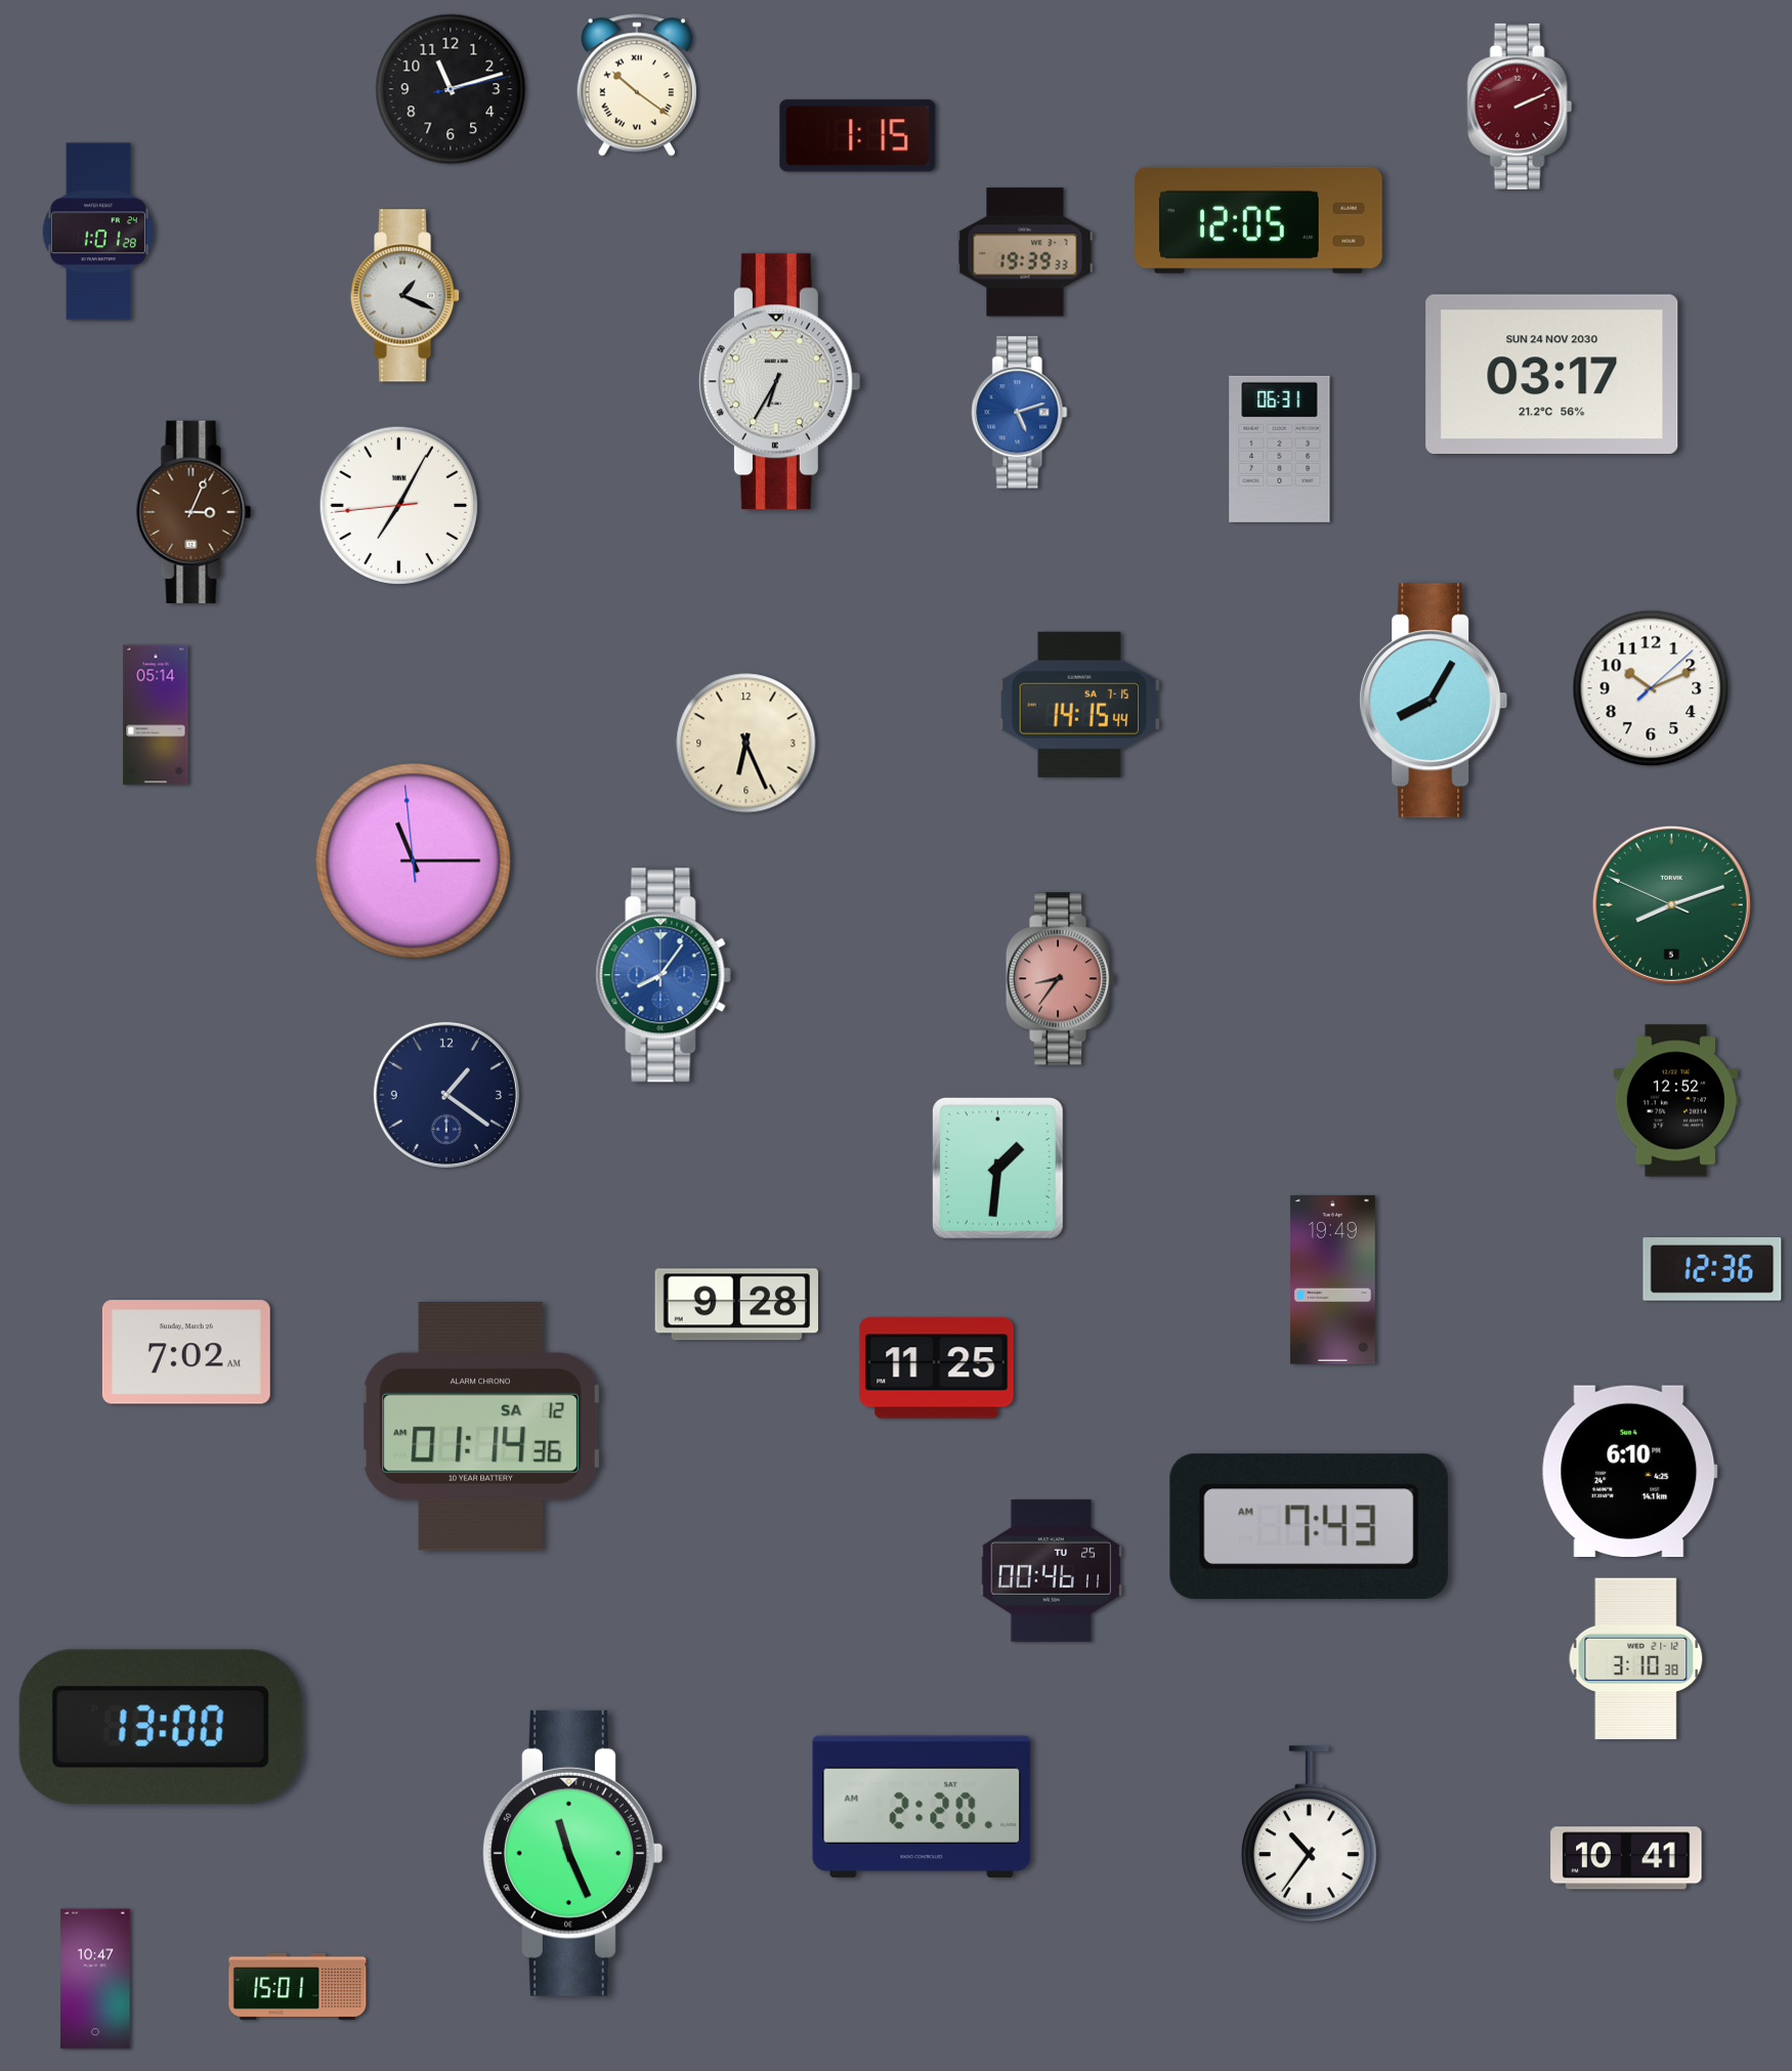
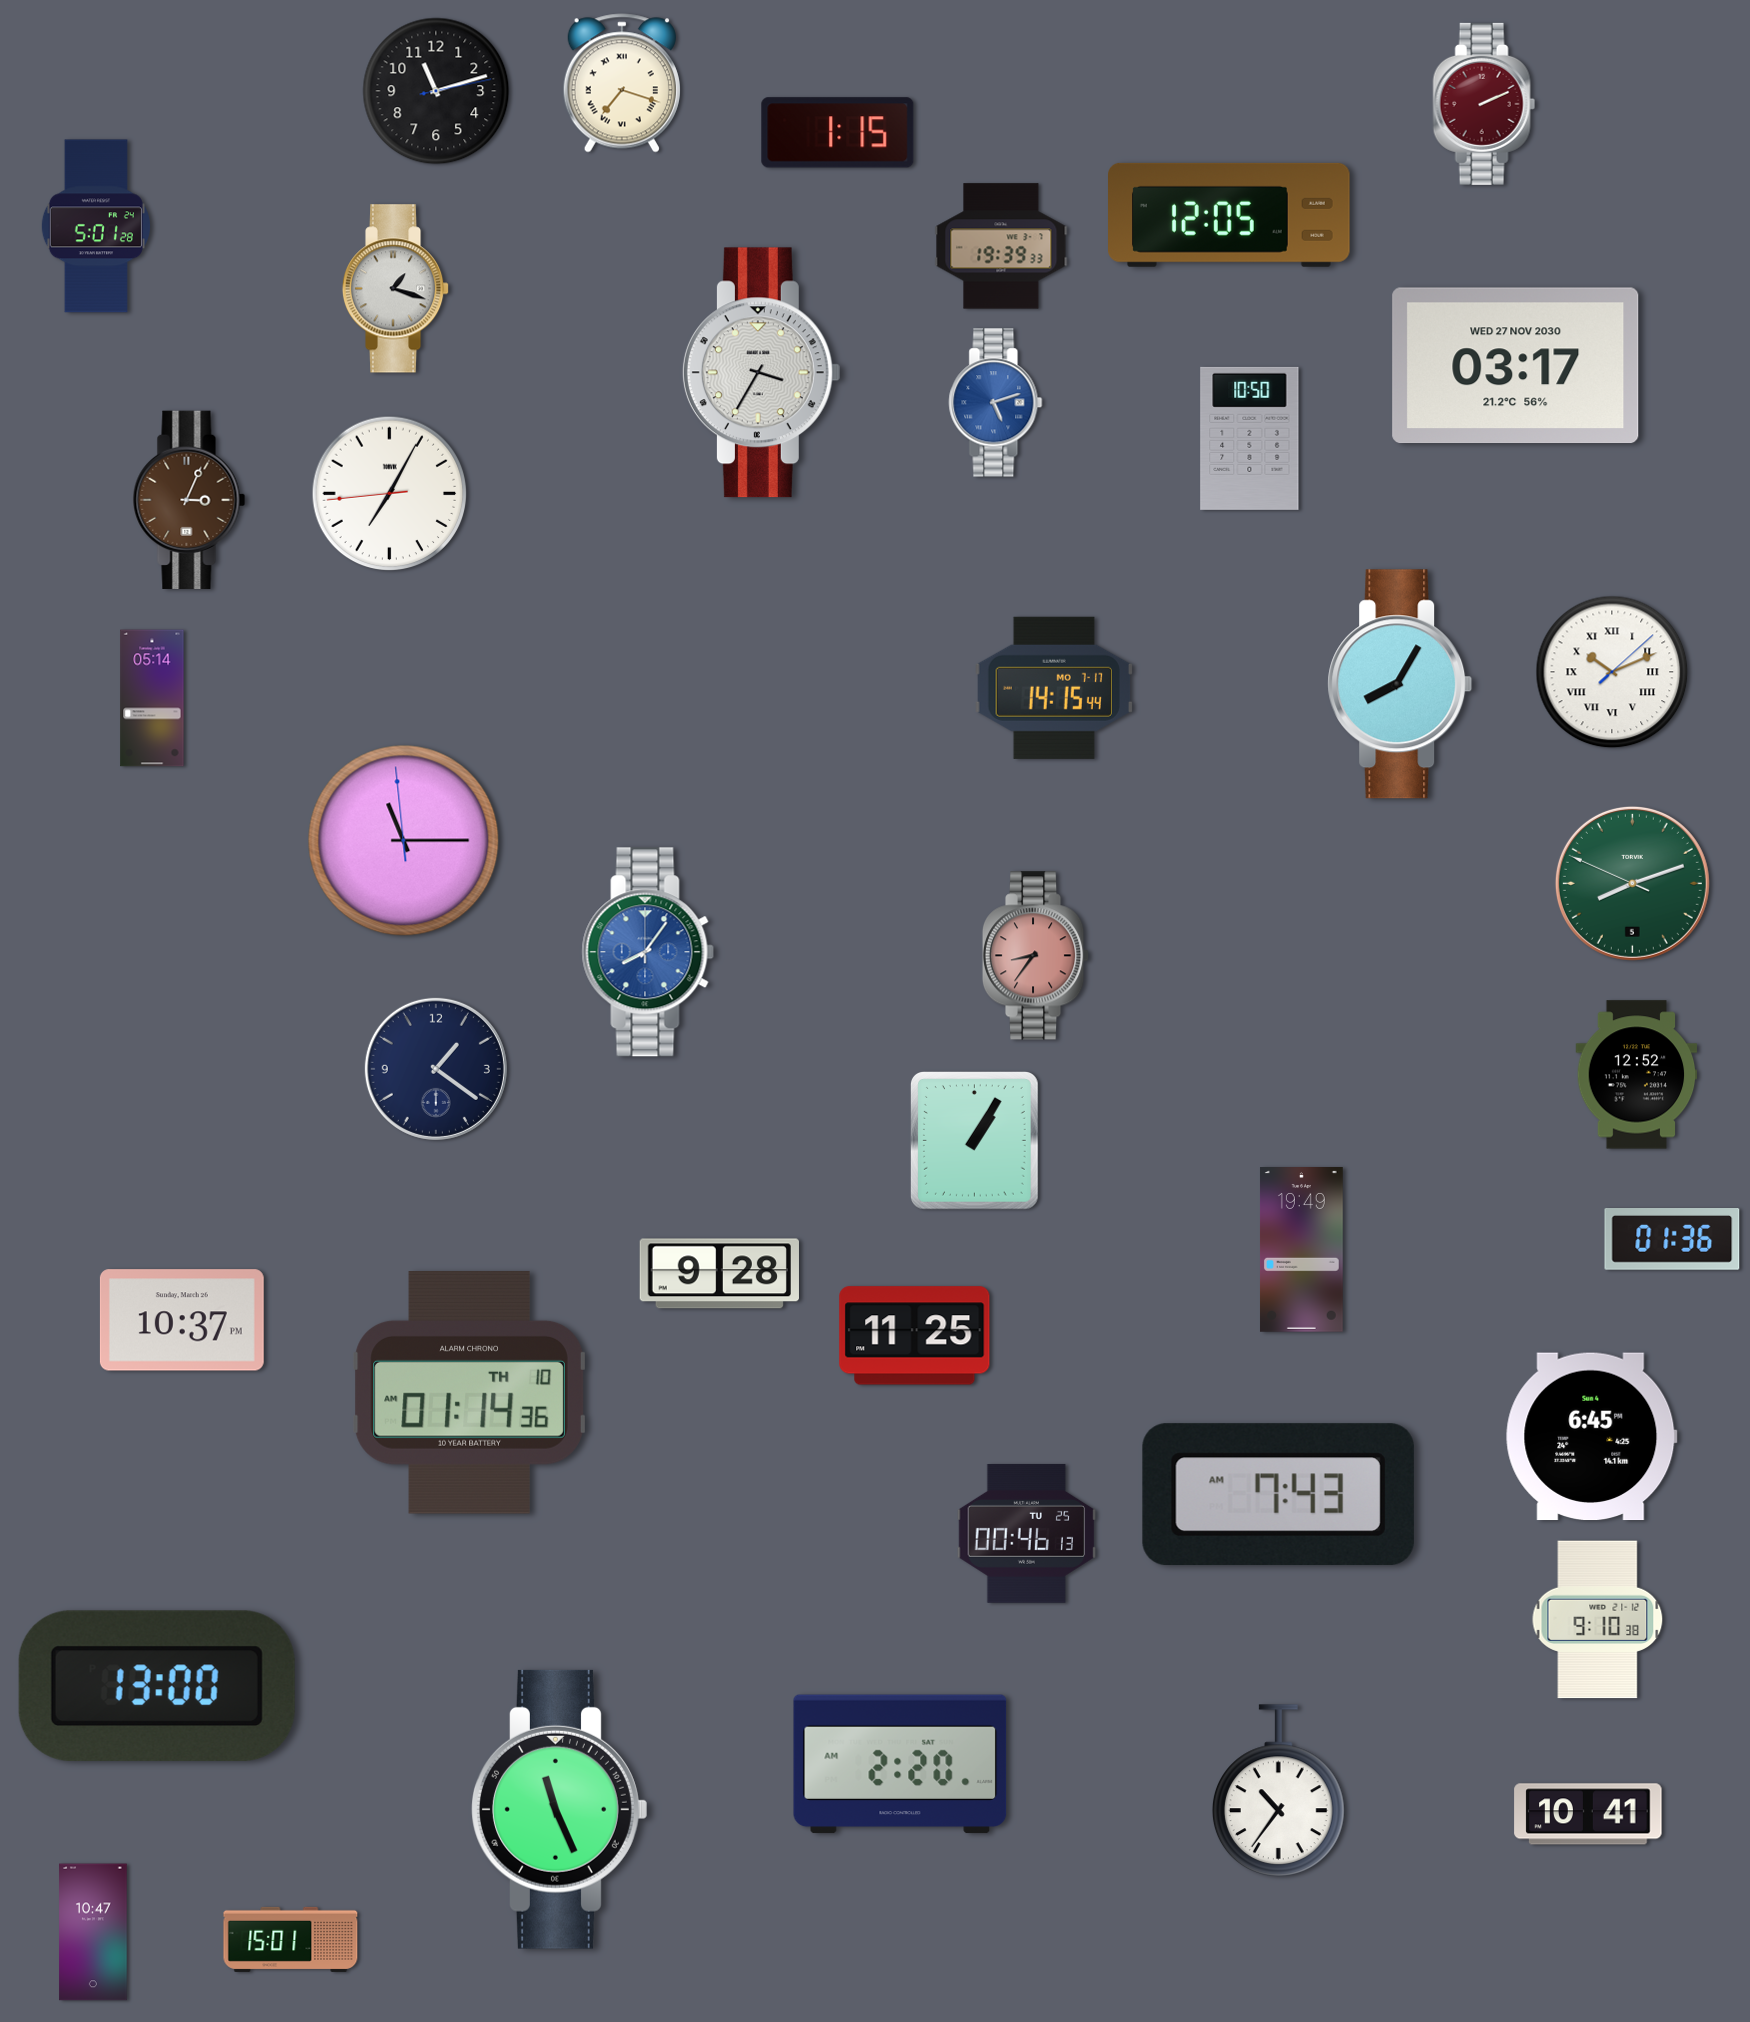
clock at (637, 85): 10:21 -> 7:18
clock at (451, 89) position: (451, 89) -> (436, 91)
clock at (98, 231): 1:01 -> 5:01
clock at (406, 296): 1:19 -> 1:18
clock at (1552, 375) date: SUN 24 NOV 2030 -> WED 27 NOV 2030
clock at (779, 382): 6:35 -> 3:35
clock at (1280, 449): 06:31 -> 10:50
clock at (1651, 688) numerals: Arabic -> Roman
clock at (1079, 705) date: SA 7-15 -> MO 7-17
clock at (746, 744): 6:26 -> none
clock at (997, 1169): 1:31 -> 1:05
clock at (1712, 1270): 12:36 -> 01:36
clock at (186, 1352): 7:02 -> 10:37
clock at (480, 1427) date: SA 12 -> TH 10
clock at (1630, 1472): 6:10 -> 6:45
clock at (1309, 1527) position: (1309, 1527) -> (1278, 1495)
clock at (1052, 1570): 00:46:11 -> 00:46:13
clock at (1636, 1659): 3:10 -> 9:10
